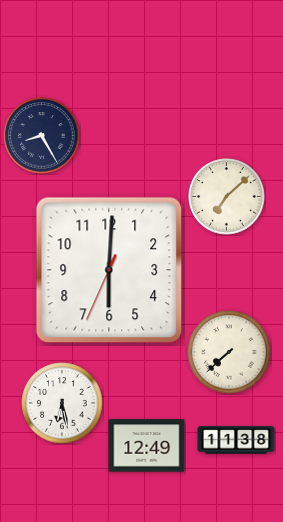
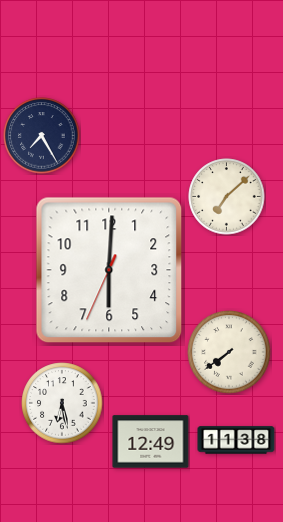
clock at (42, 136): 8:25 -> 7:25
clock at (229, 352): 7:38 -> 7:39
clock at (147, 446) position: (147, 446) -> (151, 442)
